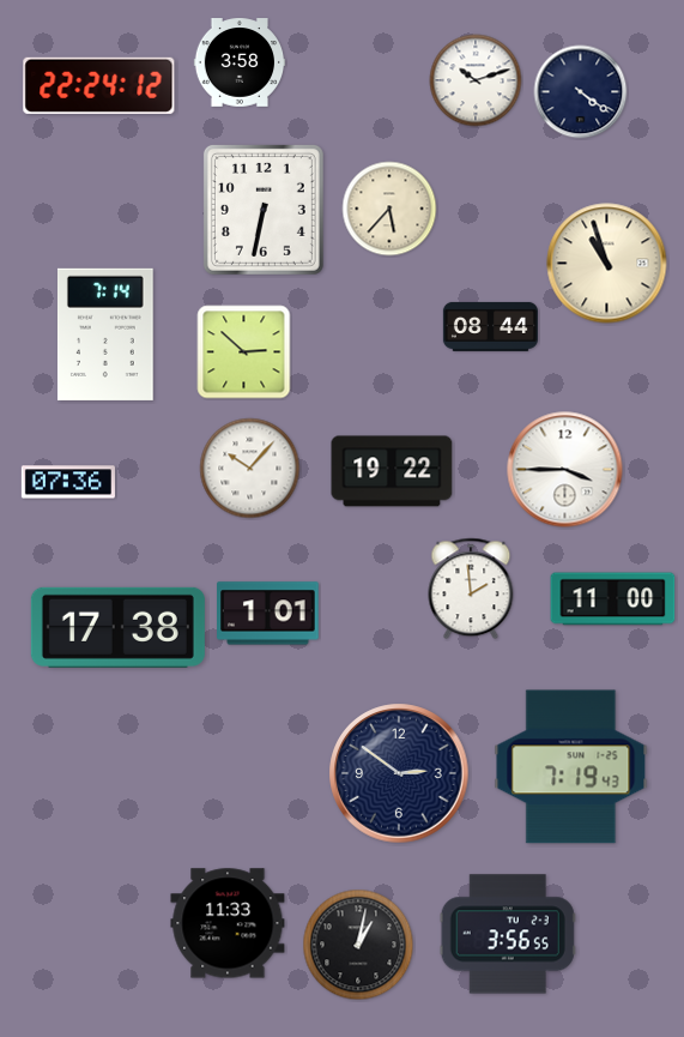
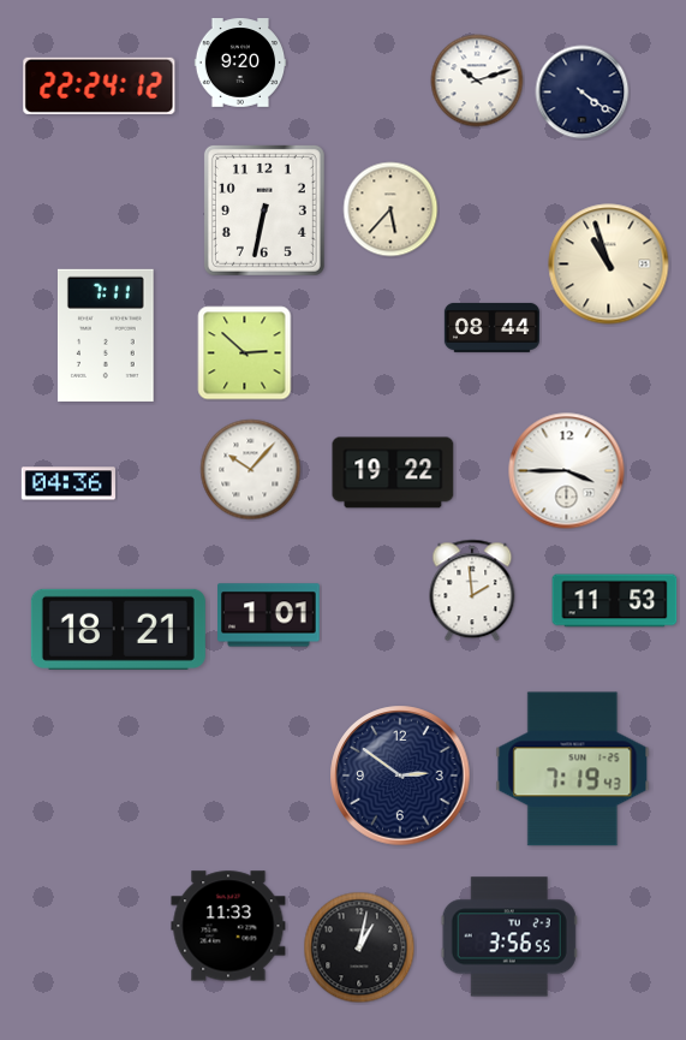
clock at (240, 62): 3:58 -> 9:20
clock at (105, 334): 7:14 -> 7:11
clock at (68, 482): 07:36 -> 04:36
clock at (613, 599): 11:00 -> 11:53
clock at (117, 627): 17:38 -> 18:21
